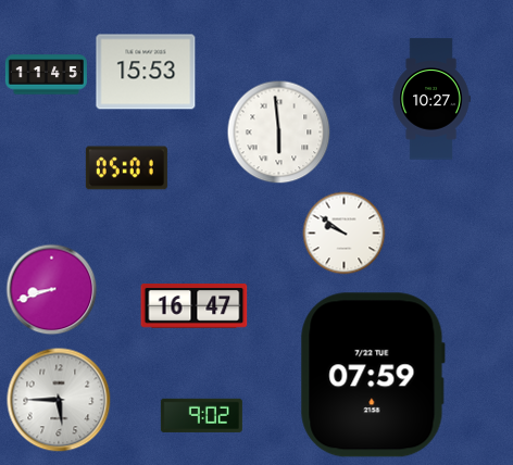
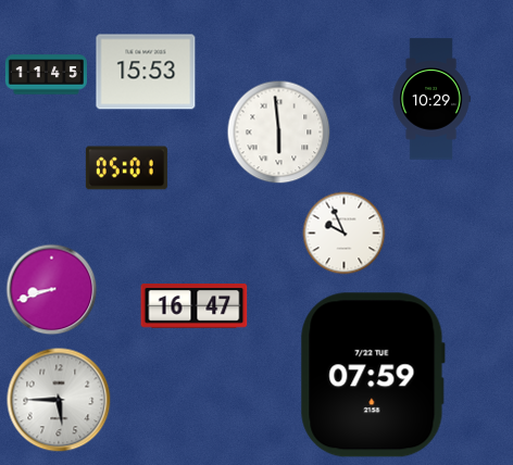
clock at (431, 99): 10:27 -> 10:29
clock at (345, 234): 9:51 -> 9:56
clock at (201, 415): 9:02 -> none
